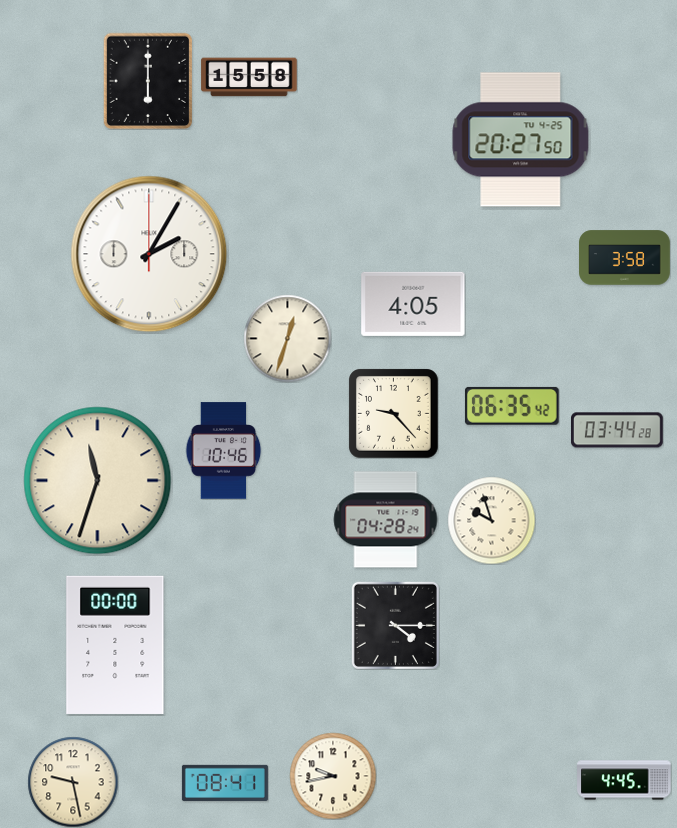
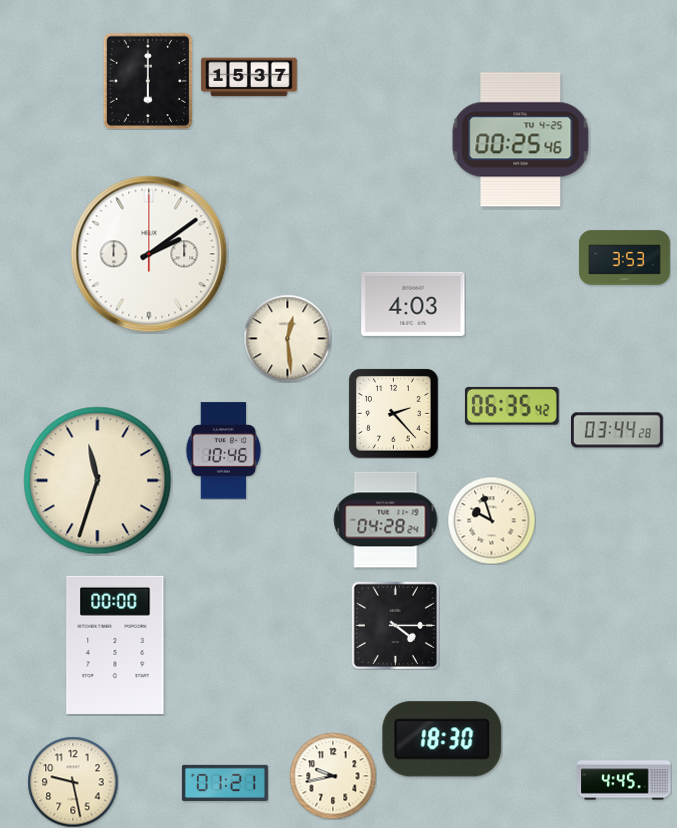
clock at (249, 77): 15:58 -> 15:37
clock at (521, 140): 20:27 -> 00:25
clock at (149, 254): 2:05 -> 2:09
clock at (625, 258): 3:58 -> 3:53
clock at (413, 304): 4:05 -> 4:03
clock at (287, 338): 12:33 -> 12:29
clock at (394, 414): 9:23 -> 2:23
clock at (442, 739): none -> 18:30
clock at (225, 783): 08:41 -> 01:21
